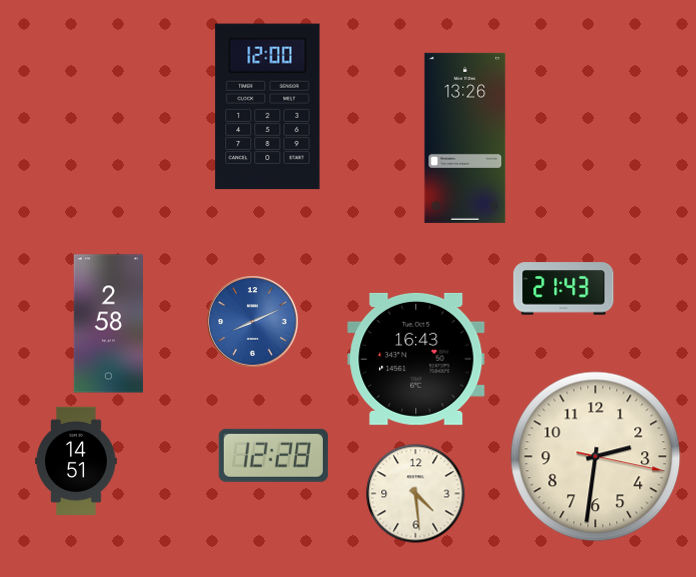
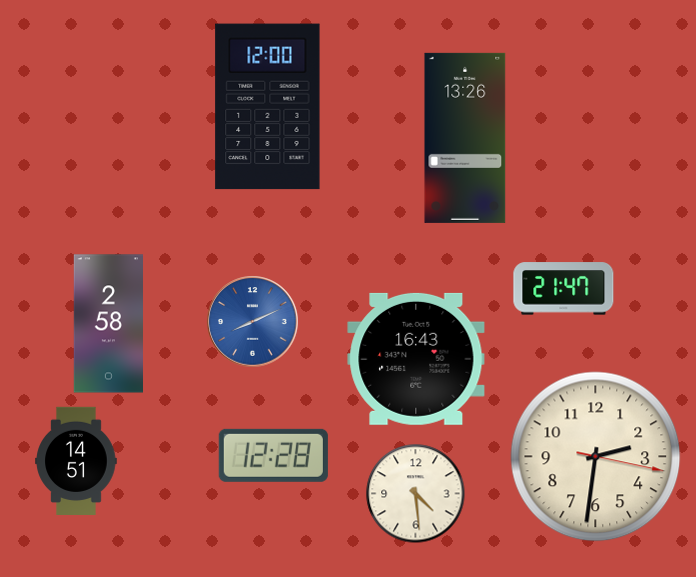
clock at (564, 289): 21:43 -> 21:47
